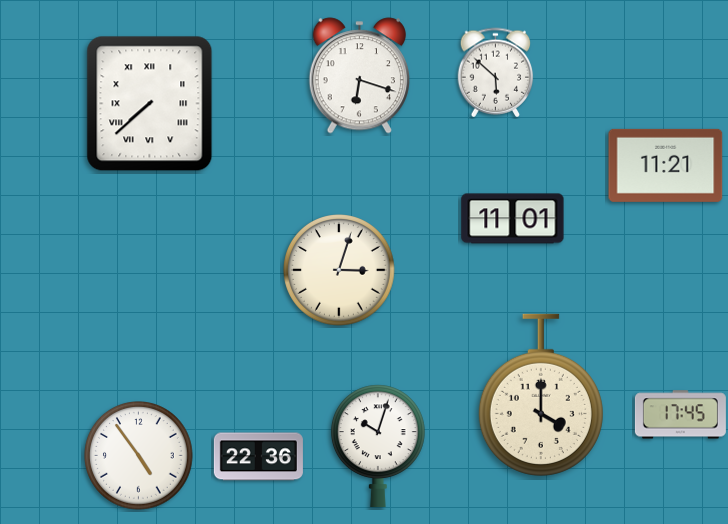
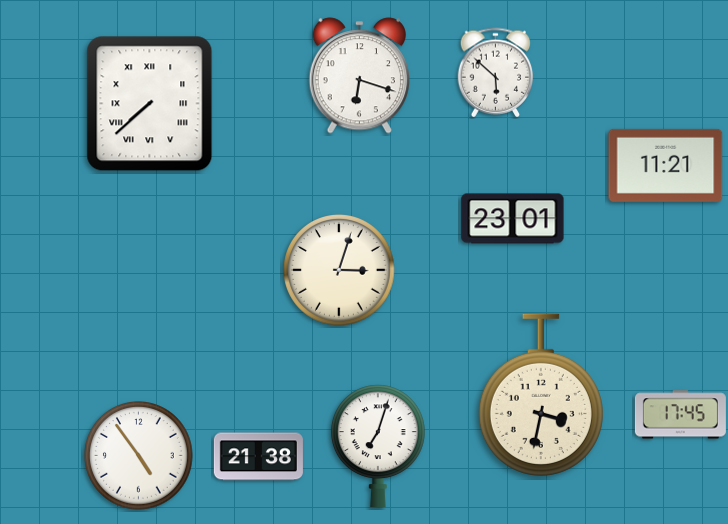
clock at (513, 219): 11:01 -> 23:01
clock at (541, 395): 4:00 -> 3:32
clock at (378, 445): 10:03 -> 7:03
clock at (258, 457): 22:36 -> 21:38
